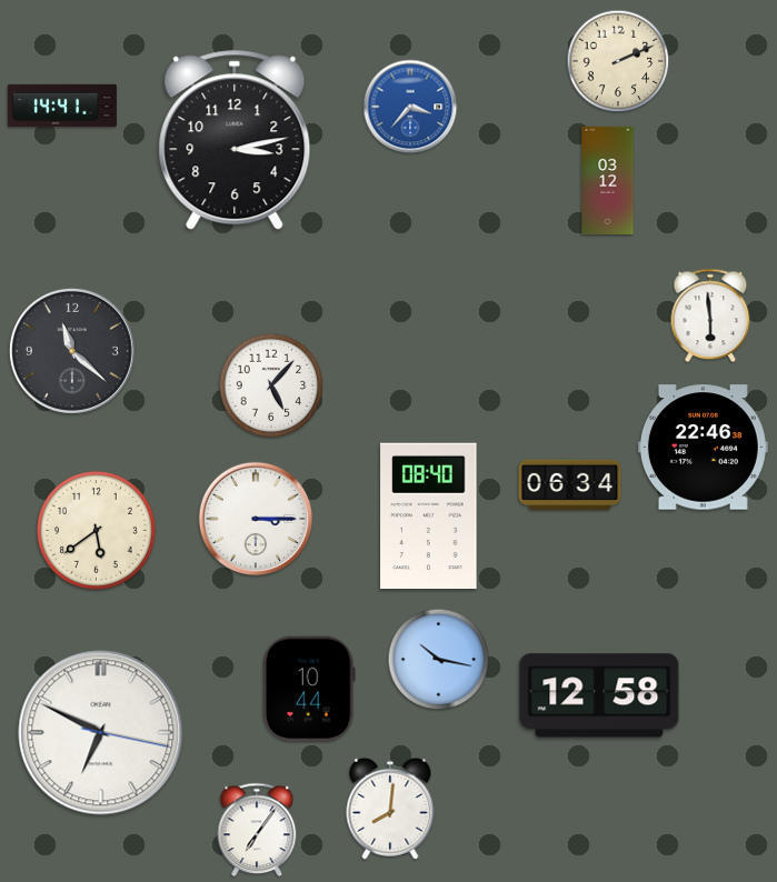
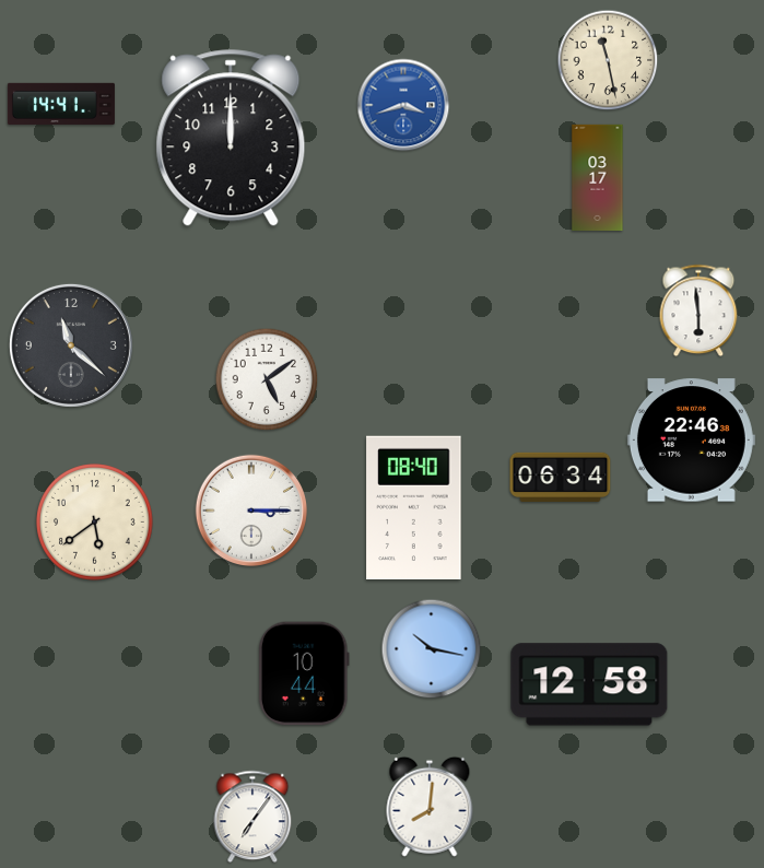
clock at (618, 61): 2:11 -> 11:28
clock at (410, 107): 3:37 -> 3:42
clock at (235, 140): 3:13 -> 12:00
clock at (608, 180): 03:12 -> 03:17
clock at (271, 385): 5:07 -> 5:09
clock at (429, 515) position: (429, 515) -> (414, 507)
clock at (309, 689) position: (309, 689) -> (304, 673)
clock at (101, 733): 6:49 -> none
clock at (390, 809) position: (390, 809) -> (430, 807)
